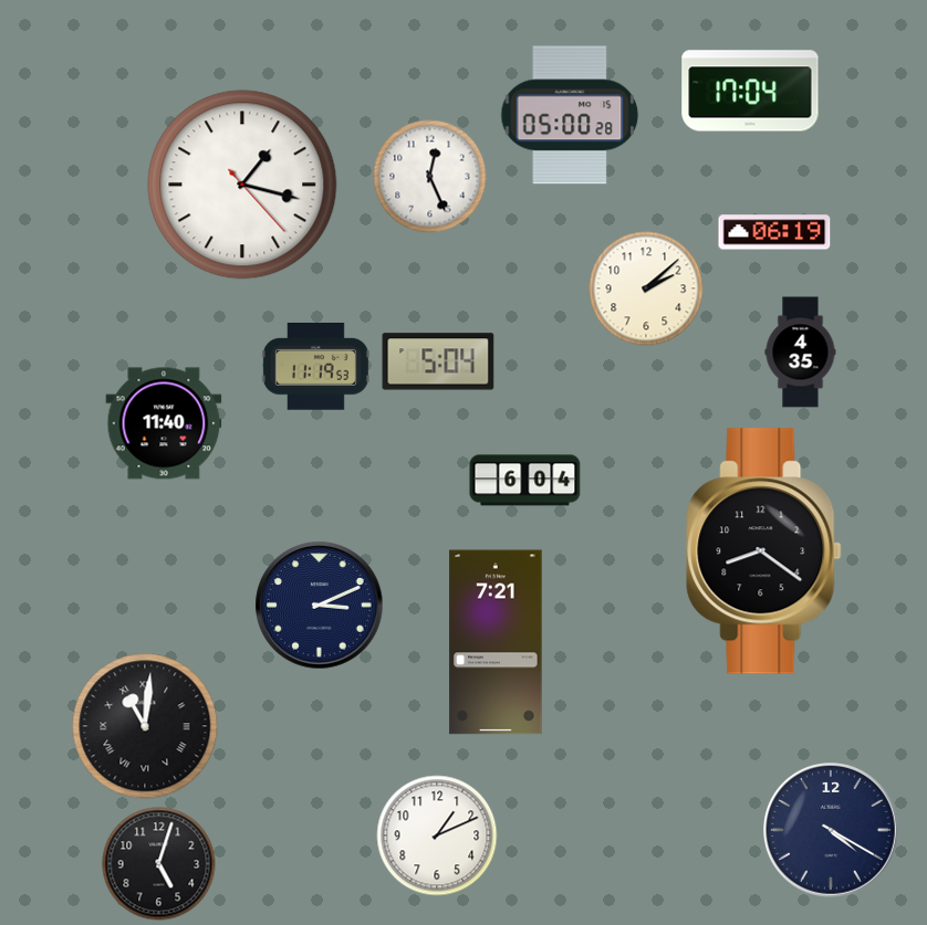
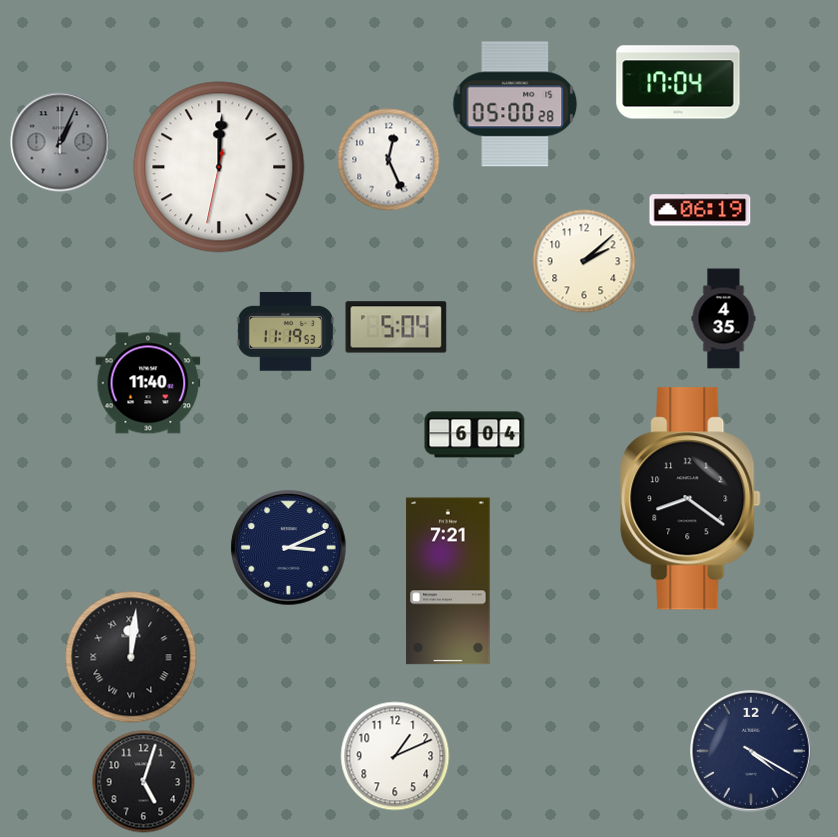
clock at (60, 142): none -> 1:04
clock at (242, 185): 1:17 -> 12:00
clock at (145, 726): 11:01 -> 12:01
